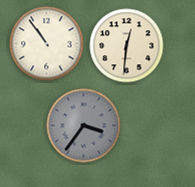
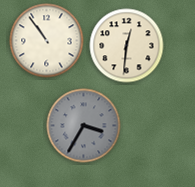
clock at (47, 44) position: (47, 44) -> (47, 41)
clock at (84, 126): 3:36 -> 3:35
